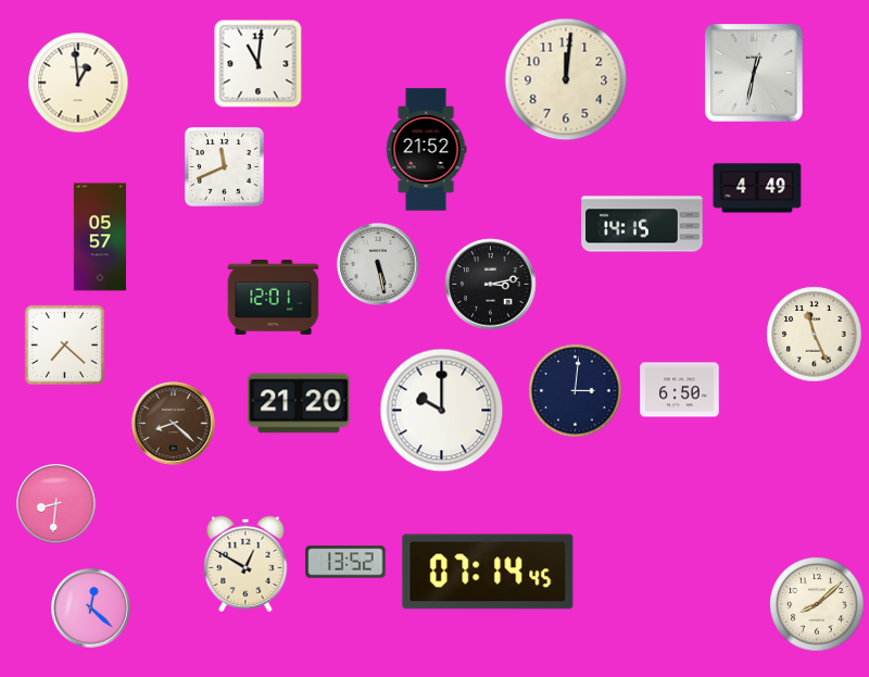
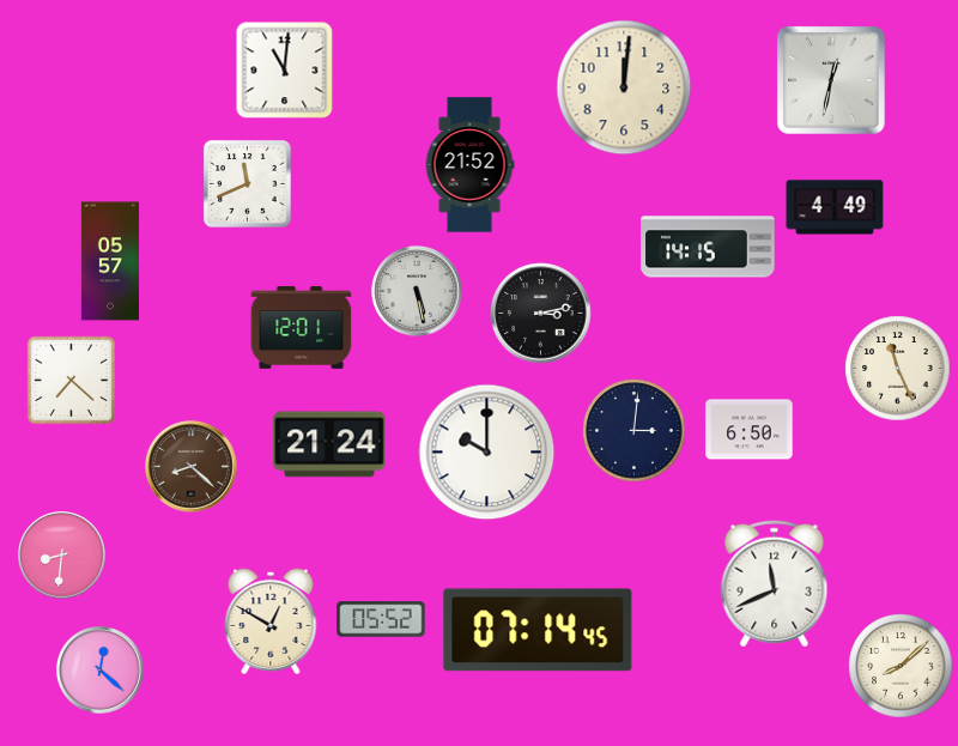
clock at (78, 83): 12:59 -> none
clock at (299, 403): 21:20 -> 21:24
clock at (775, 584): none -> 11:41
clock at (345, 562): 13:52 -> 05:52
